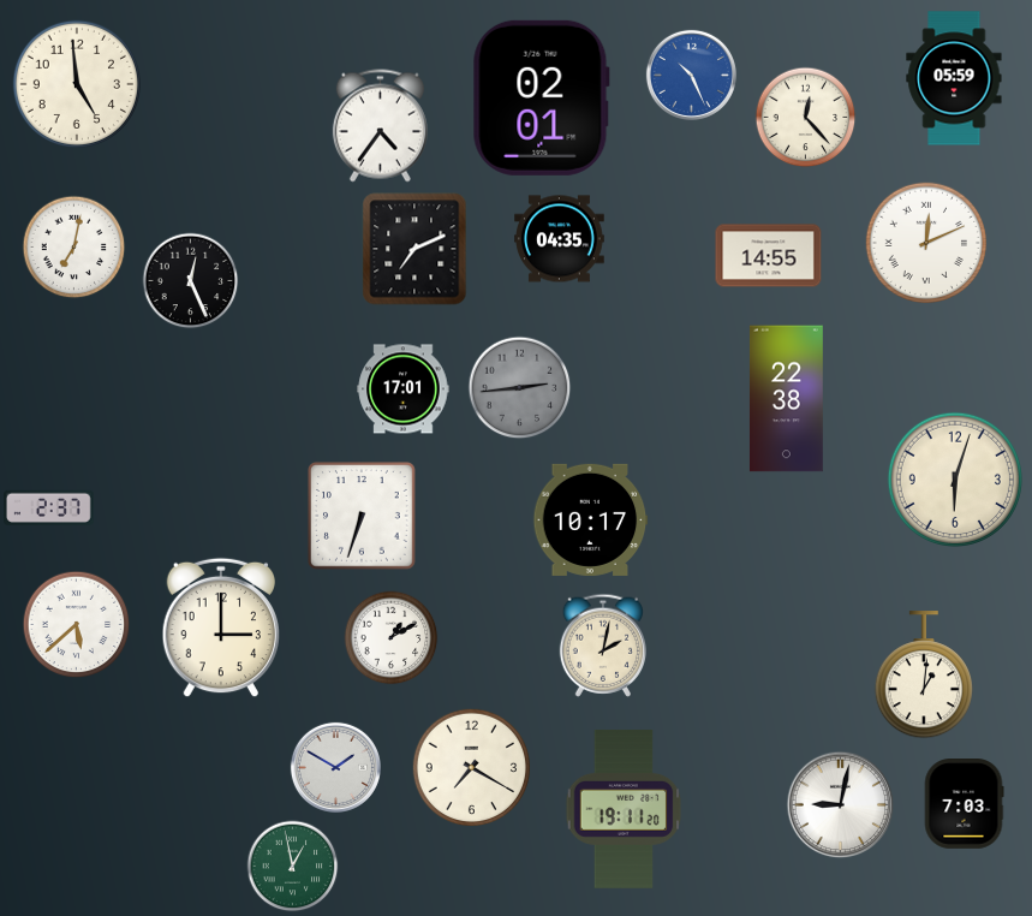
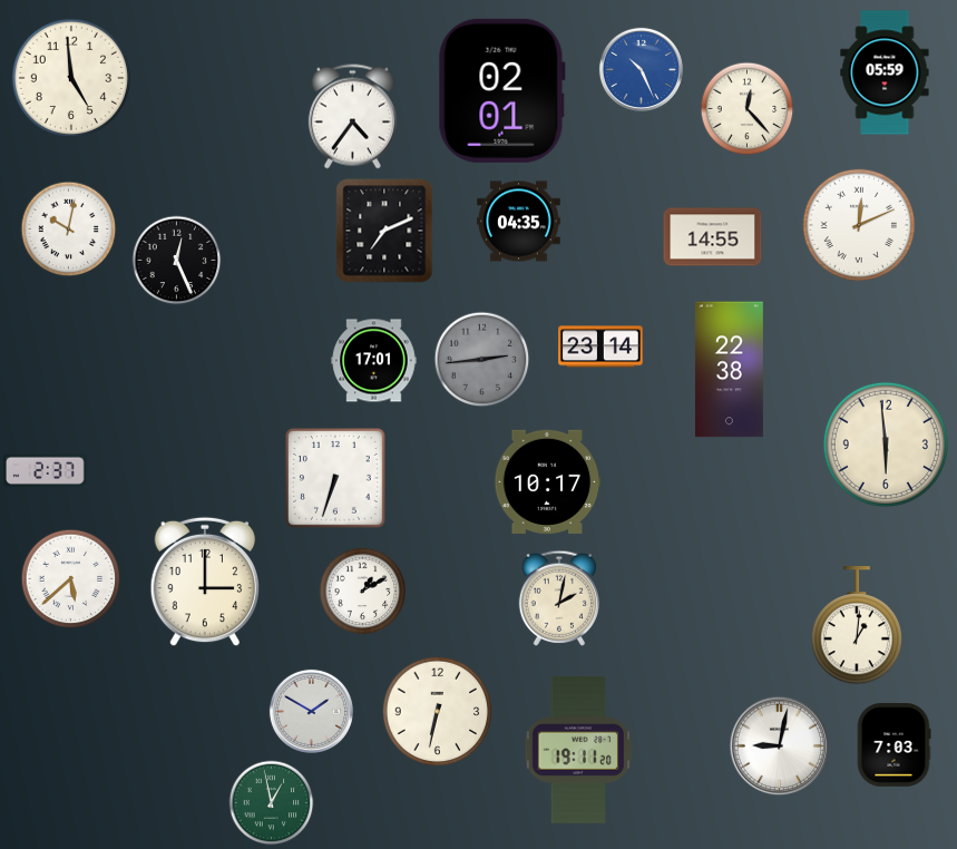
clock at (74, 248): 7:02 -> 10:02
clock at (600, 347): none -> 23:14
clock at (955, 480): 6:03 -> 5:59
clock at (472, 768): 7:20 -> 6:32
